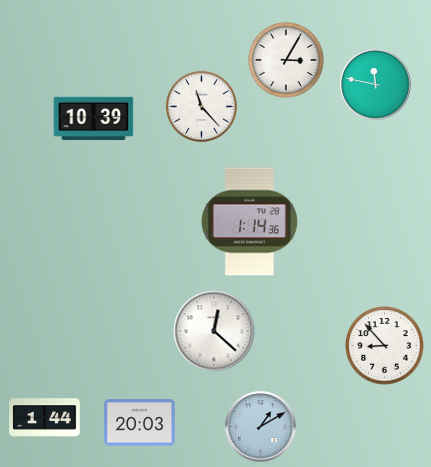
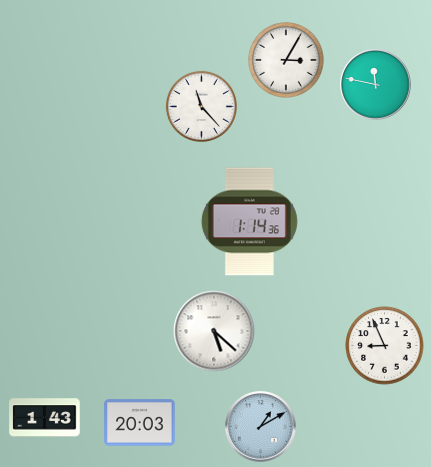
clock at (94, 119): 10:39 -> none
clock at (214, 331): 12:22 -> 5:22
clock at (385, 346): 8:53 -> 8:56
clock at (45, 418): 1:44 -> 1:43
